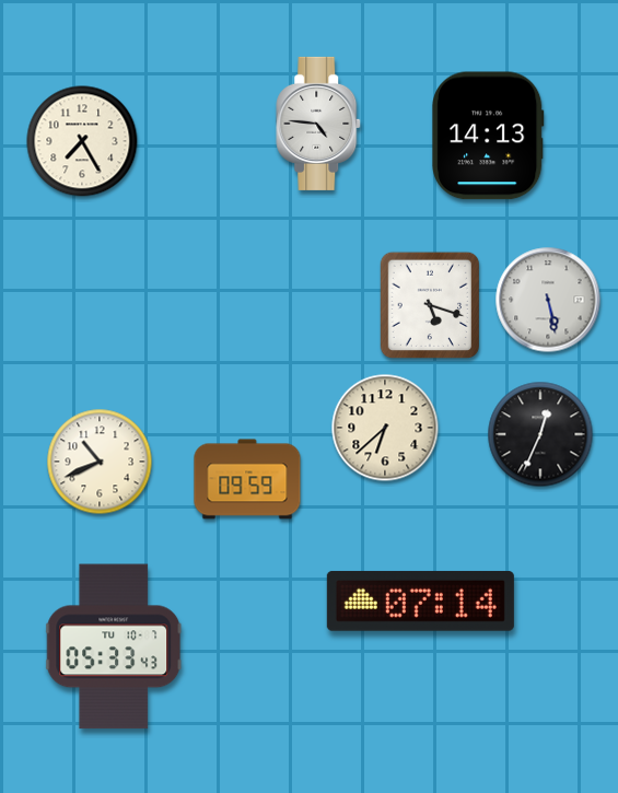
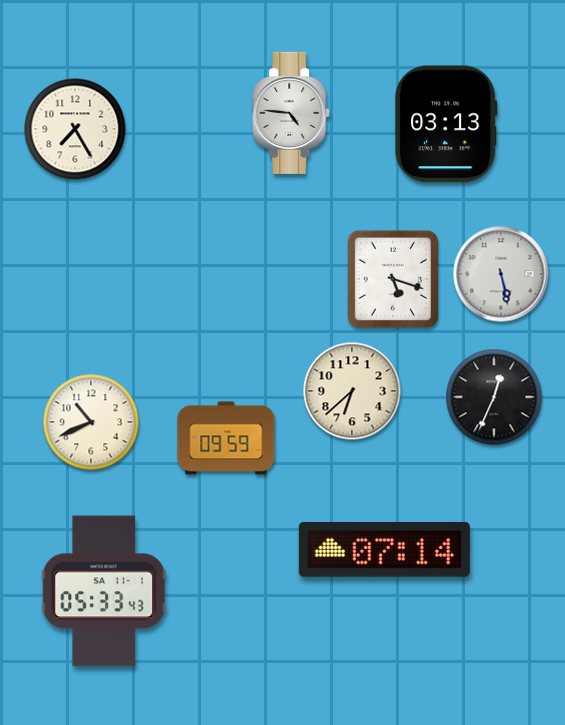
clock at (488, 136): 14:13 -> 03:13
clock at (114, 646) date: TU 10-7 -> SA 11-1
